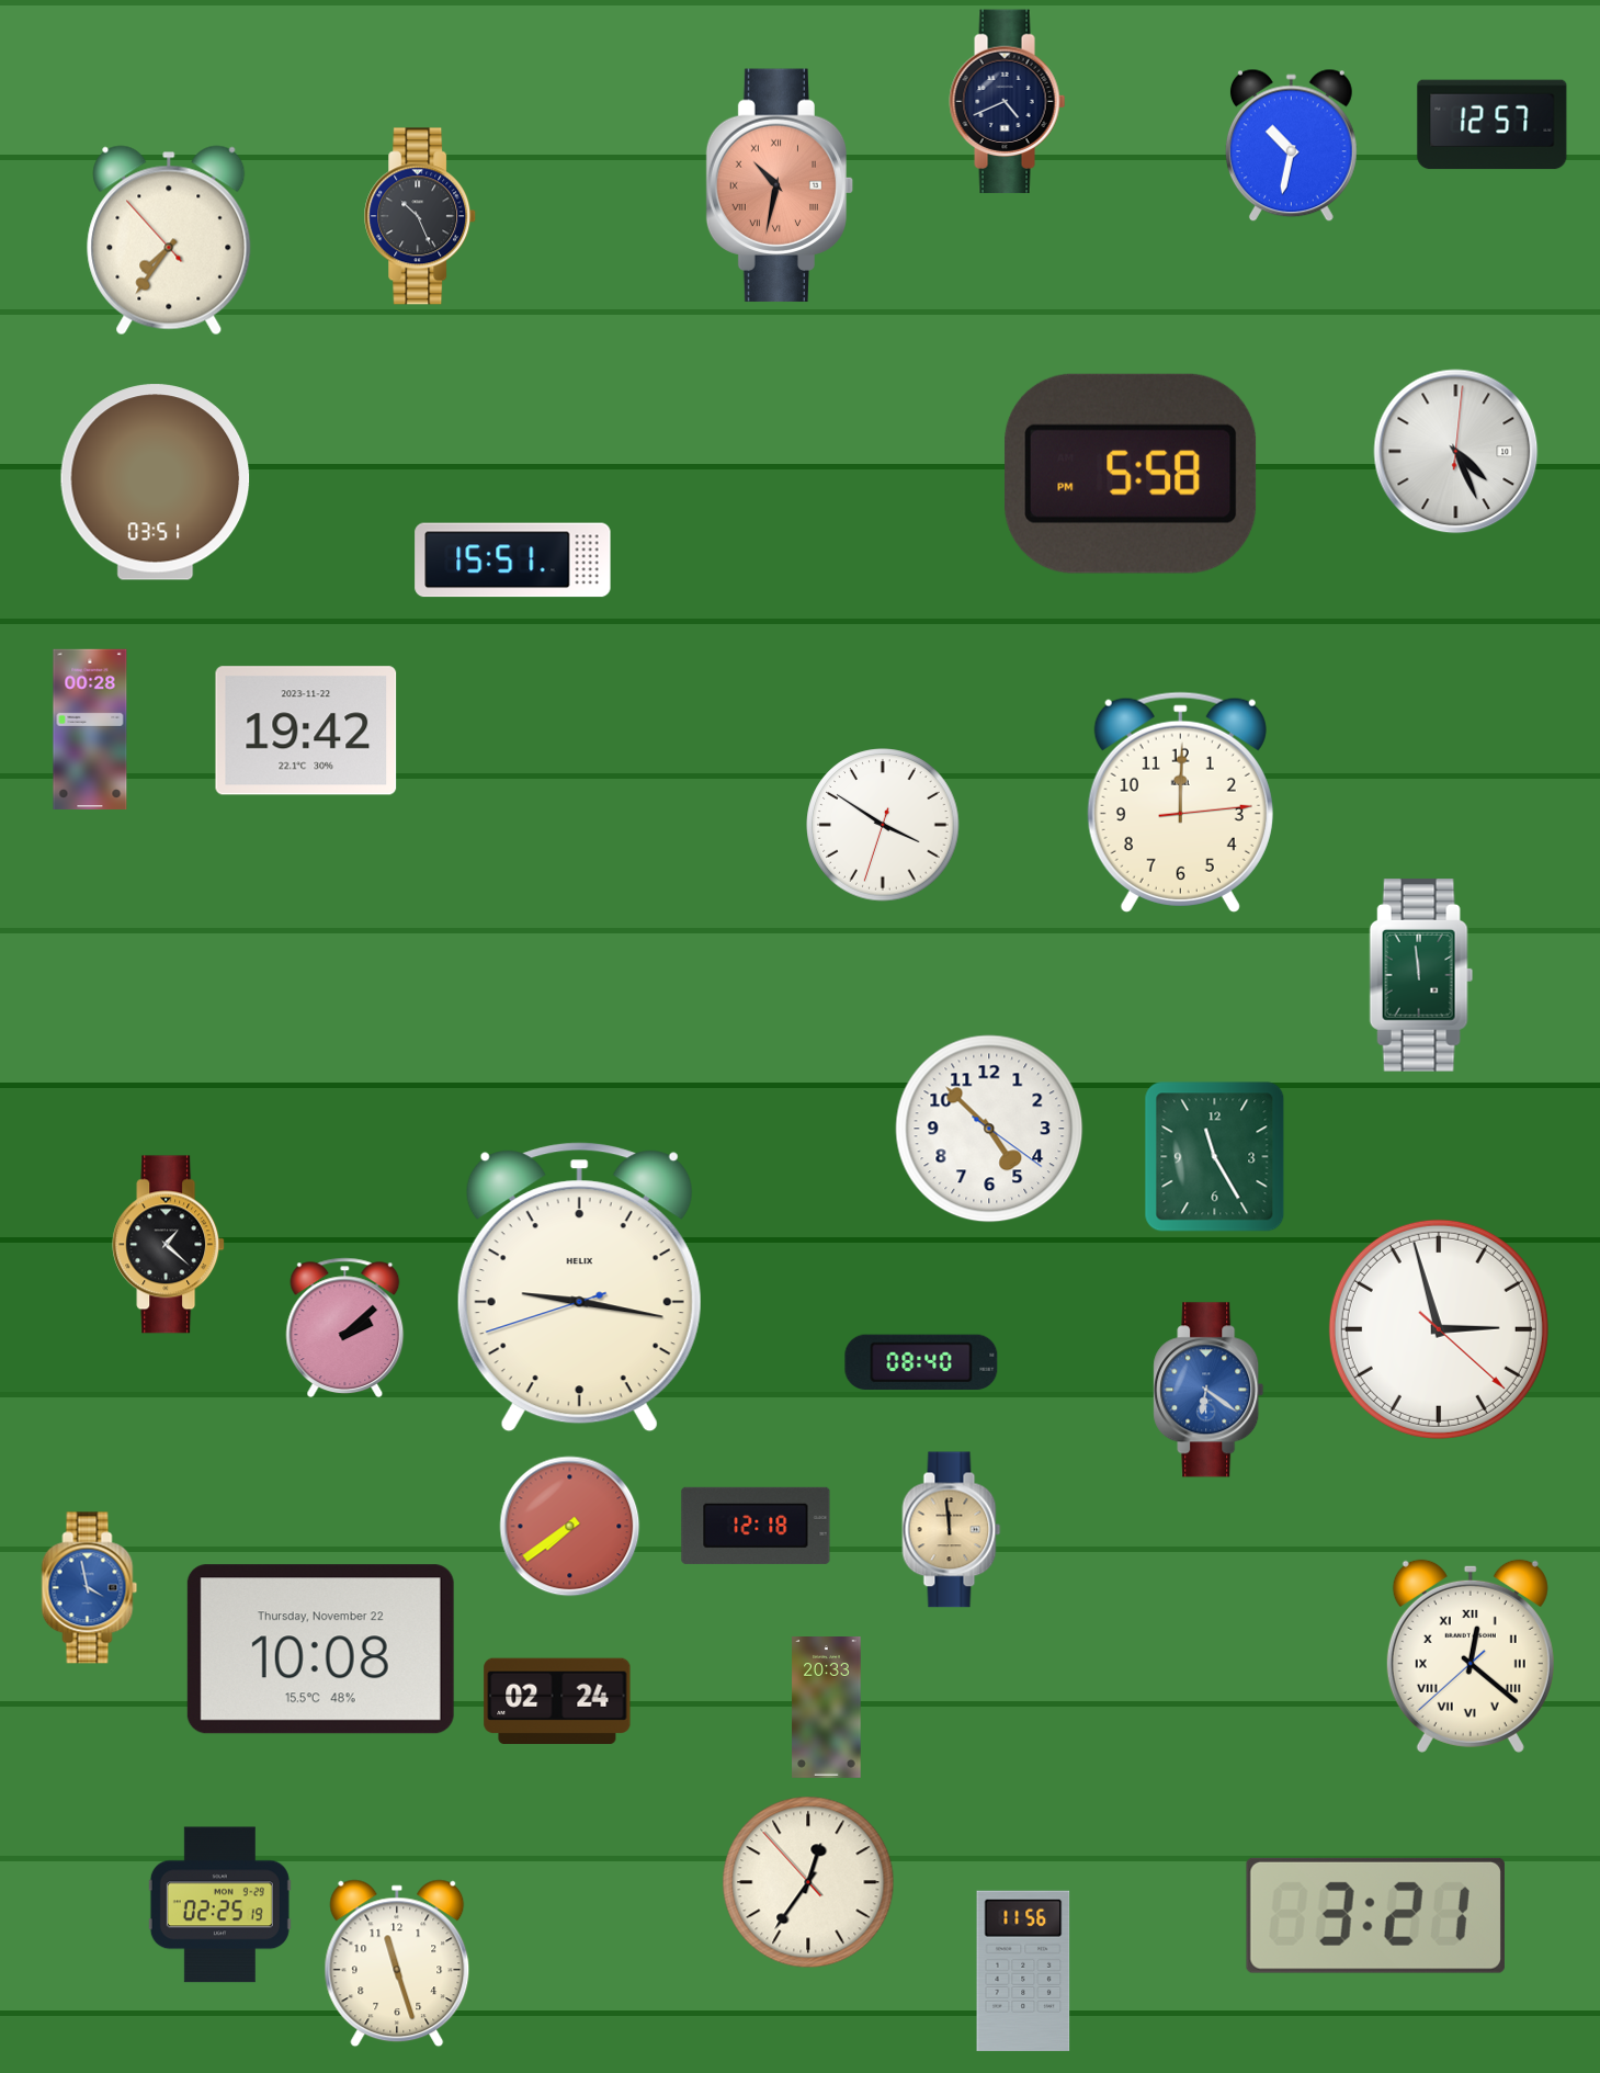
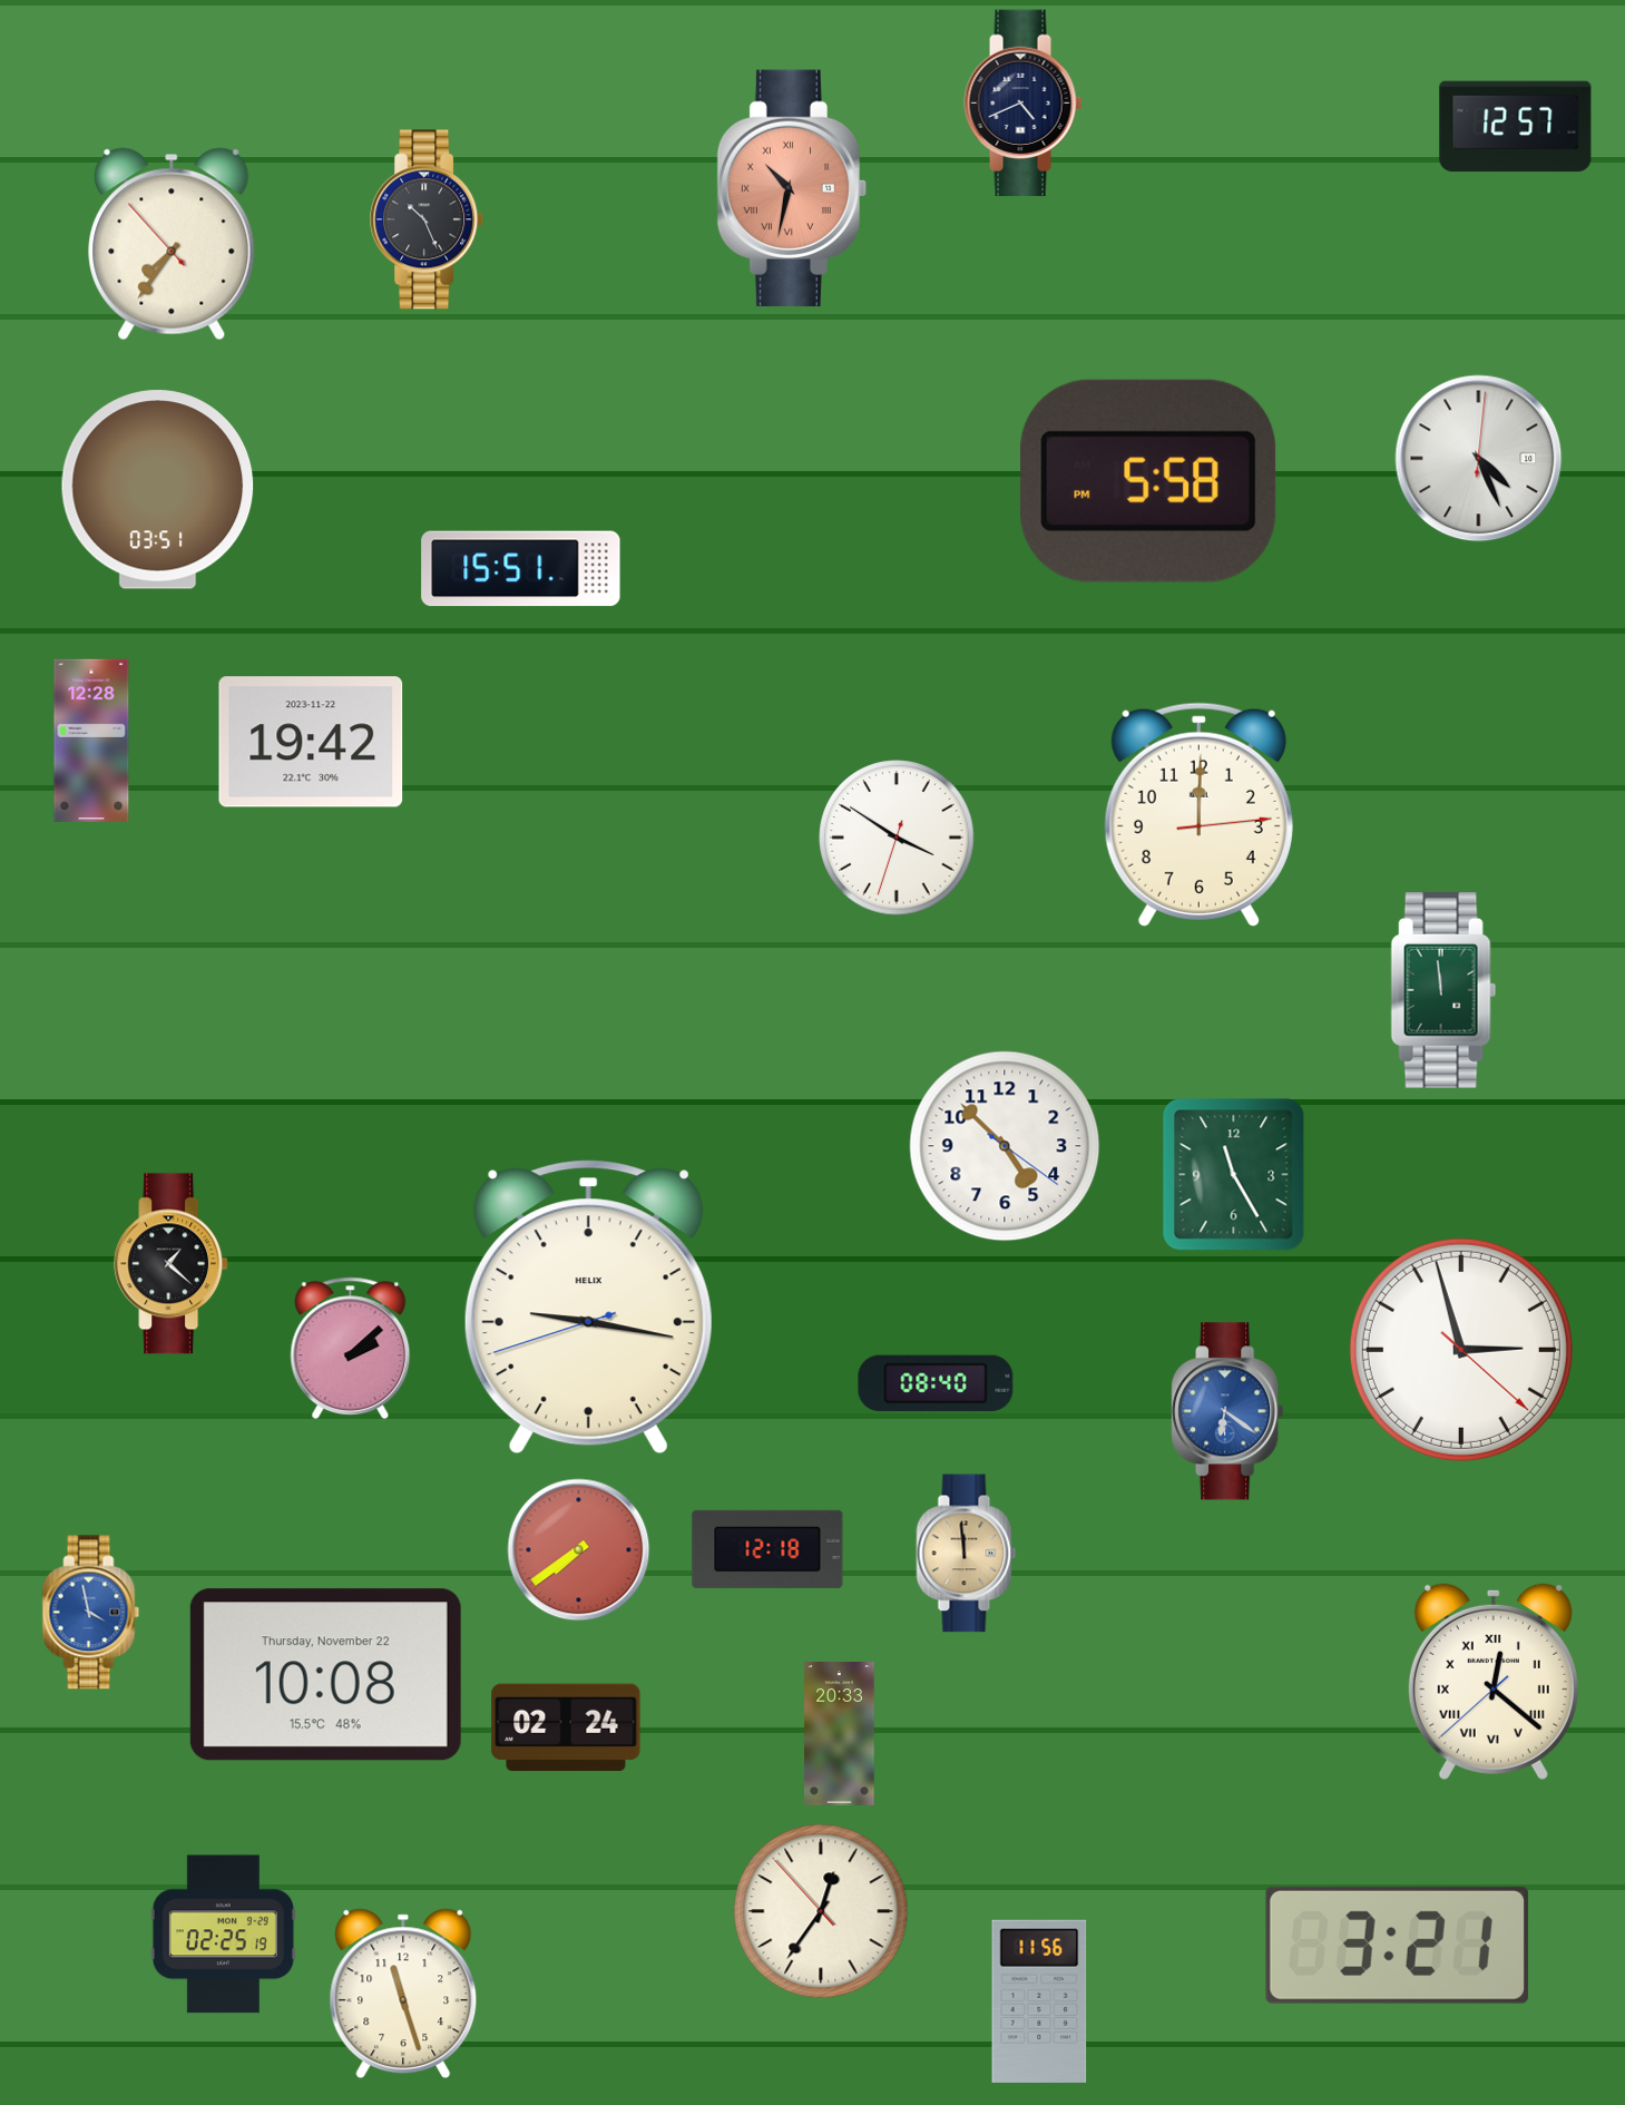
clock at (1291, 146): 10:32 -> none
clock at (90, 728): 00:28 -> 12:28
